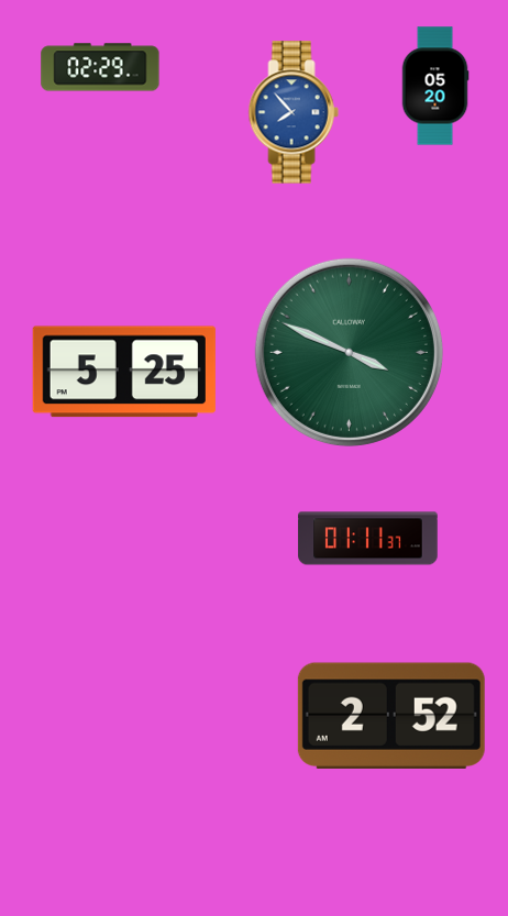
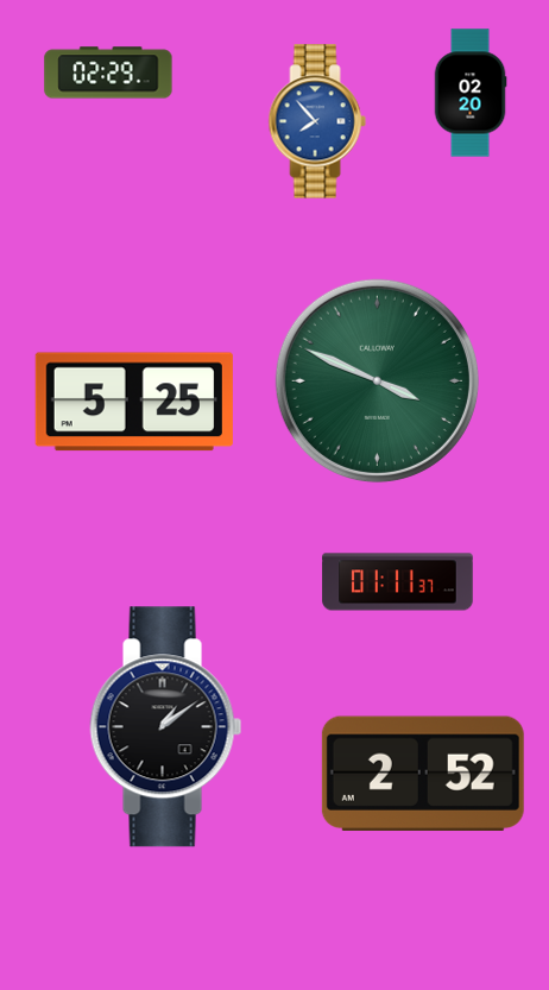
clock at (435, 86): 05:20 -> 02:20
clock at (166, 727): none -> 1:09
